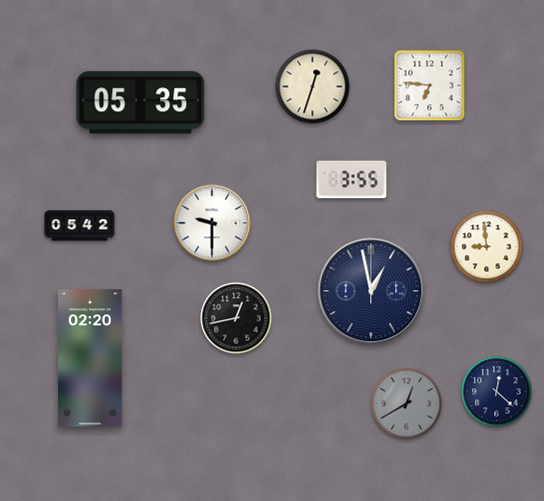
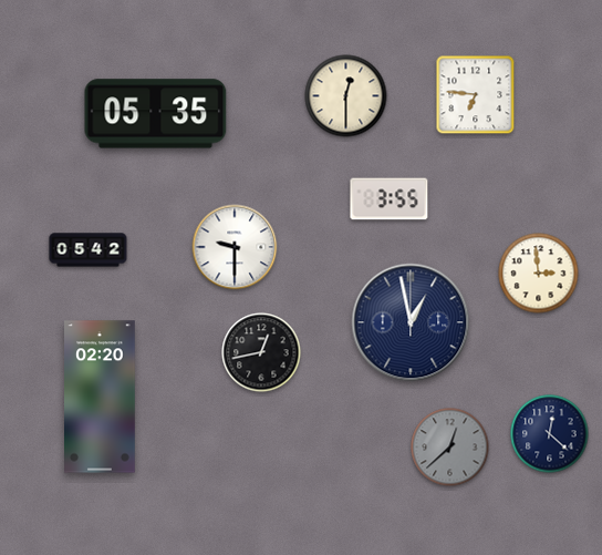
clock at (313, 87): 12:33 -> 12:30
clock at (487, 247): 8:59 -> 2:59
clock at (407, 404): 12:40 -> 12:38
